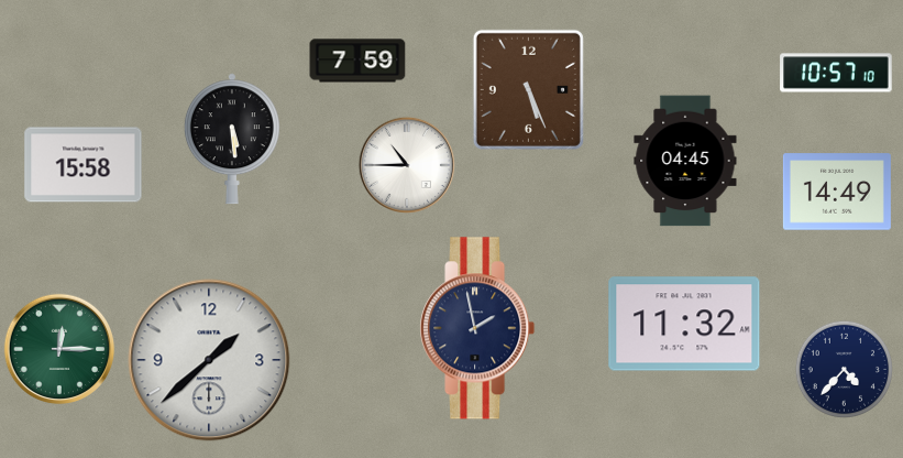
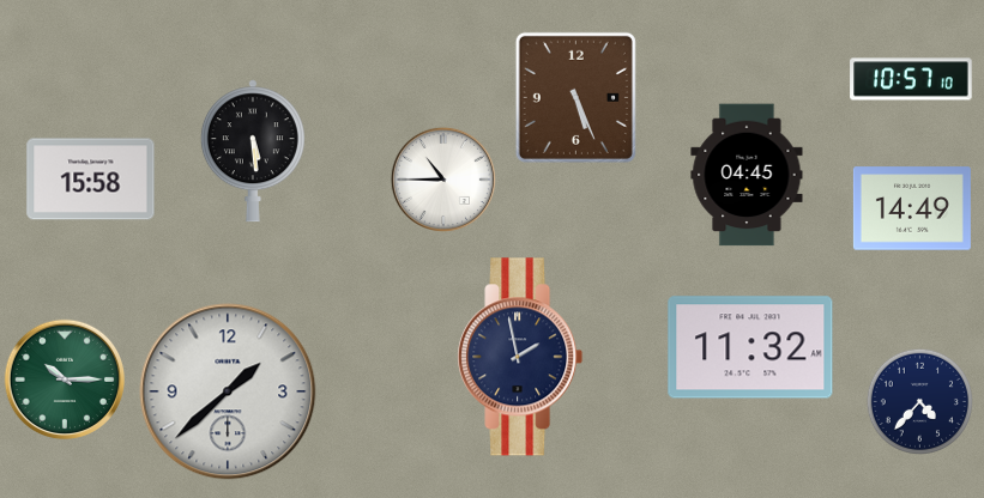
clock at (357, 61): 7:59 -> none
clock at (684, 324) position: (684, 324) -> (750, 347)
clock at (59, 349): 12:15 -> 10:15
